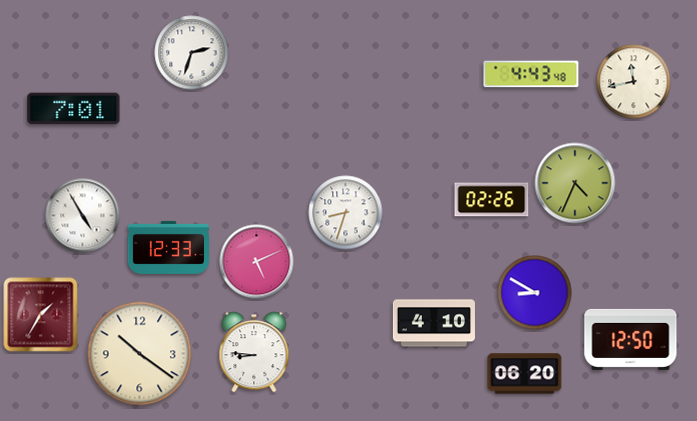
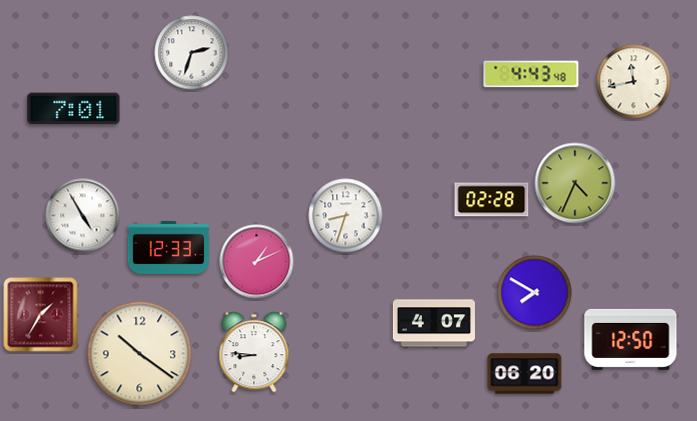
clock at (492, 200): 02:26 -> 02:28
clock at (346, 213) position: (346, 213) -> (346, 216)
clock at (257, 262): 5:11 -> 1:11
clock at (535, 293): 8:50 -> 7:50
clock at (434, 323): 4:10 -> 4:07
